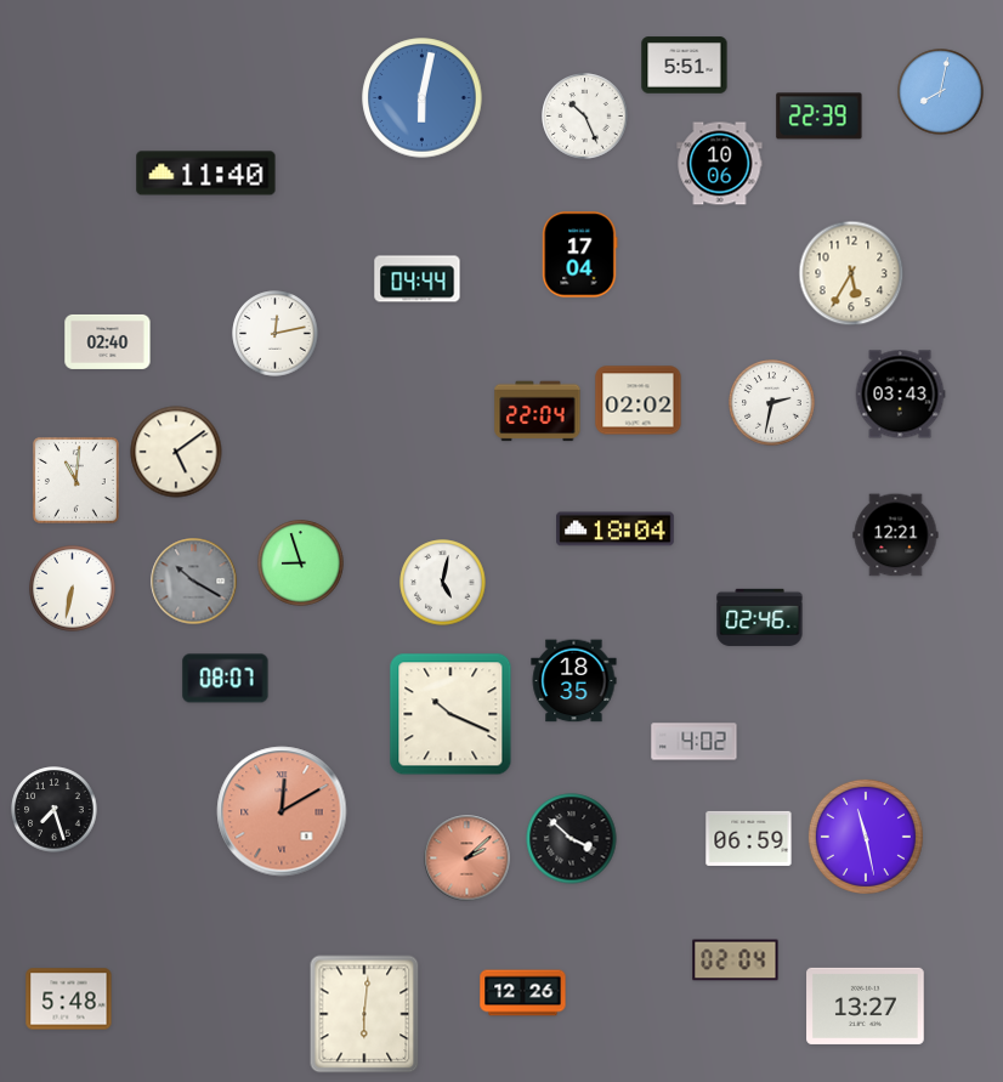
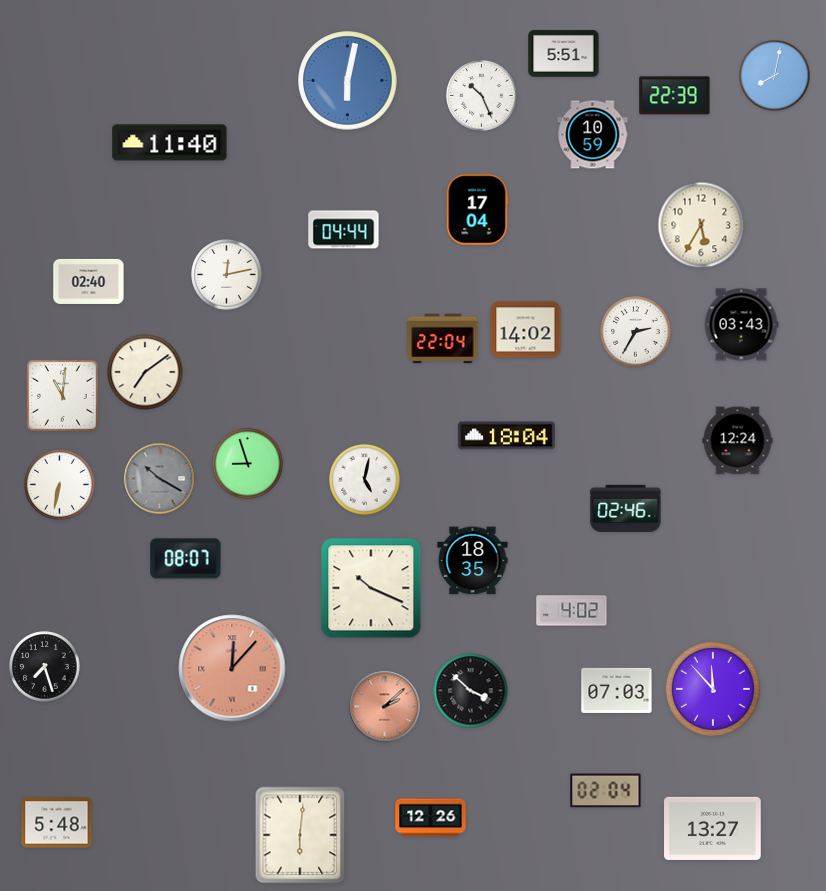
clock at (720, 164): 10:06 -> 10:59
clock at (639, 401): 02:02 -> 14:02
clock at (772, 403): 2:32 -> 2:35
clock at (176, 452): 5:09 -> 7:09
clock at (896, 536): 12:21 -> 12:24
clock at (282, 811): 12:10 -> 12:07
clock at (866, 837): 11:28 -> 11:53
clock at (749, 838): 06:59 -> 07:03
